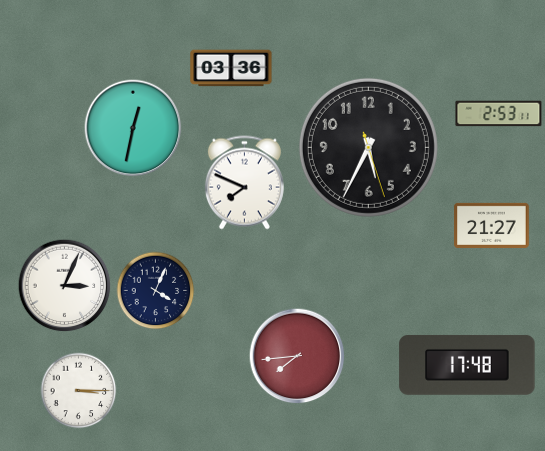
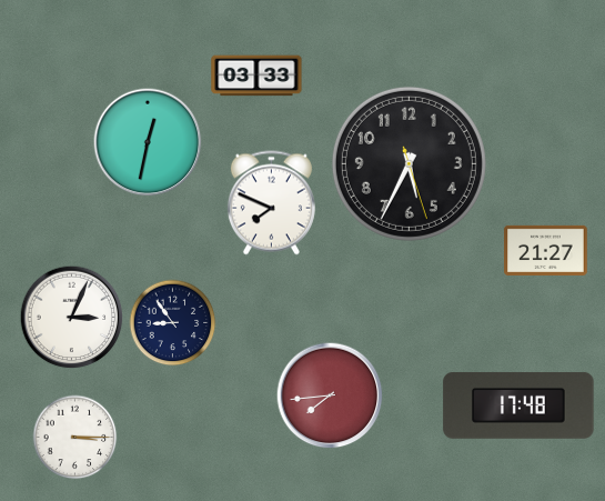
clock at (231, 68): 03:36 -> 03:33
clock at (499, 114): 2:53 -> none
clock at (156, 291): 4:04 -> 8:54
clock at (79, 391) position: (79, 391) -> (75, 438)
